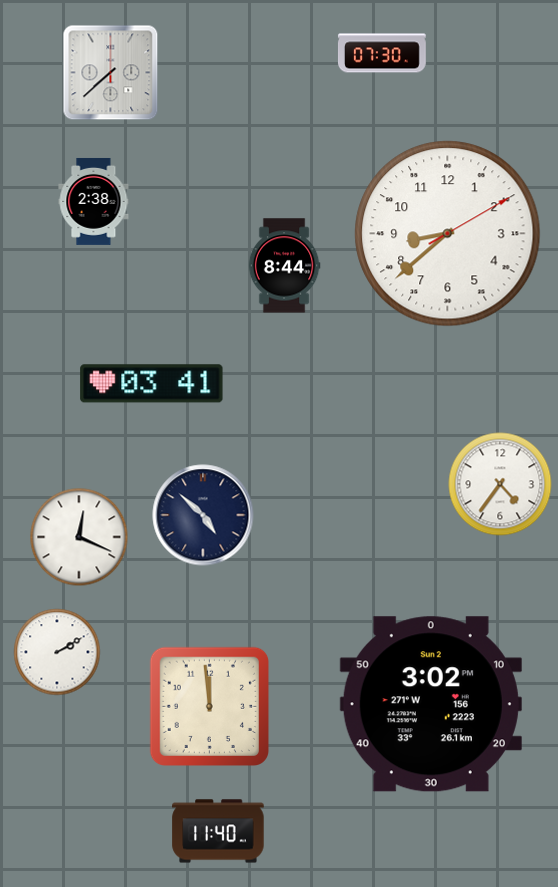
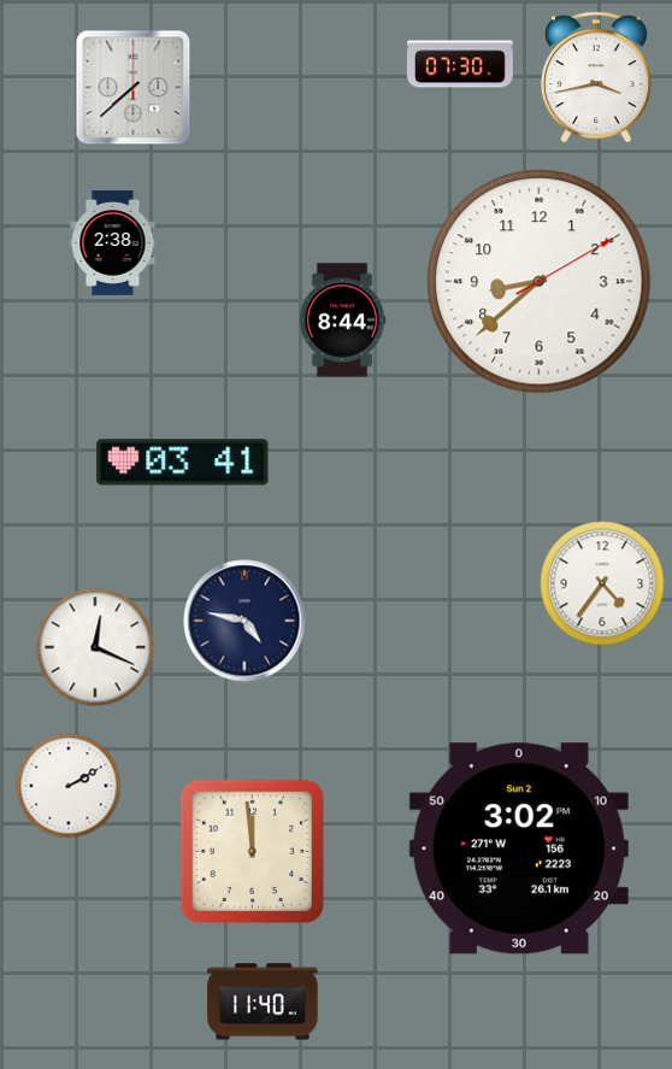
clock at (596, 77): none -> 3:43
clock at (203, 515): 4:52 -> 4:47
